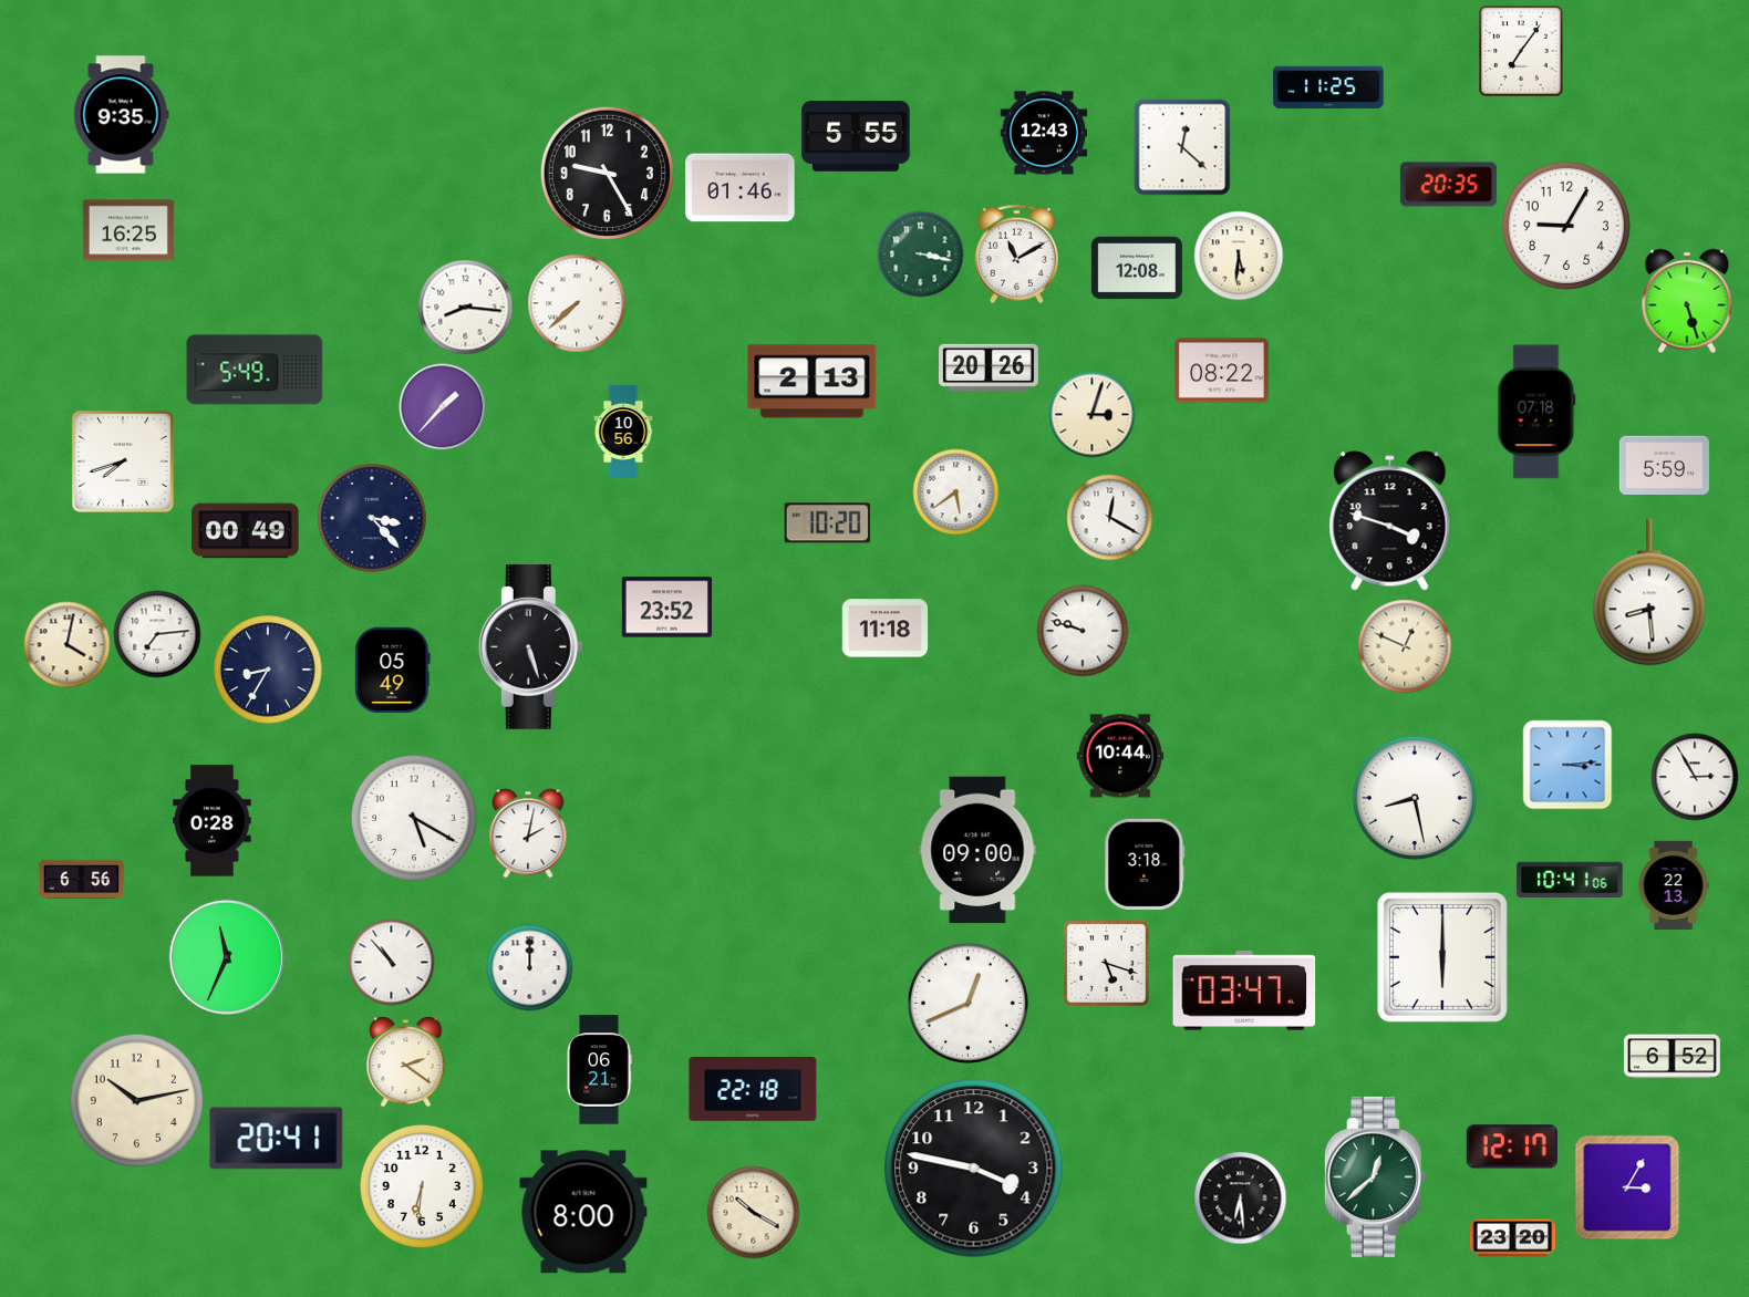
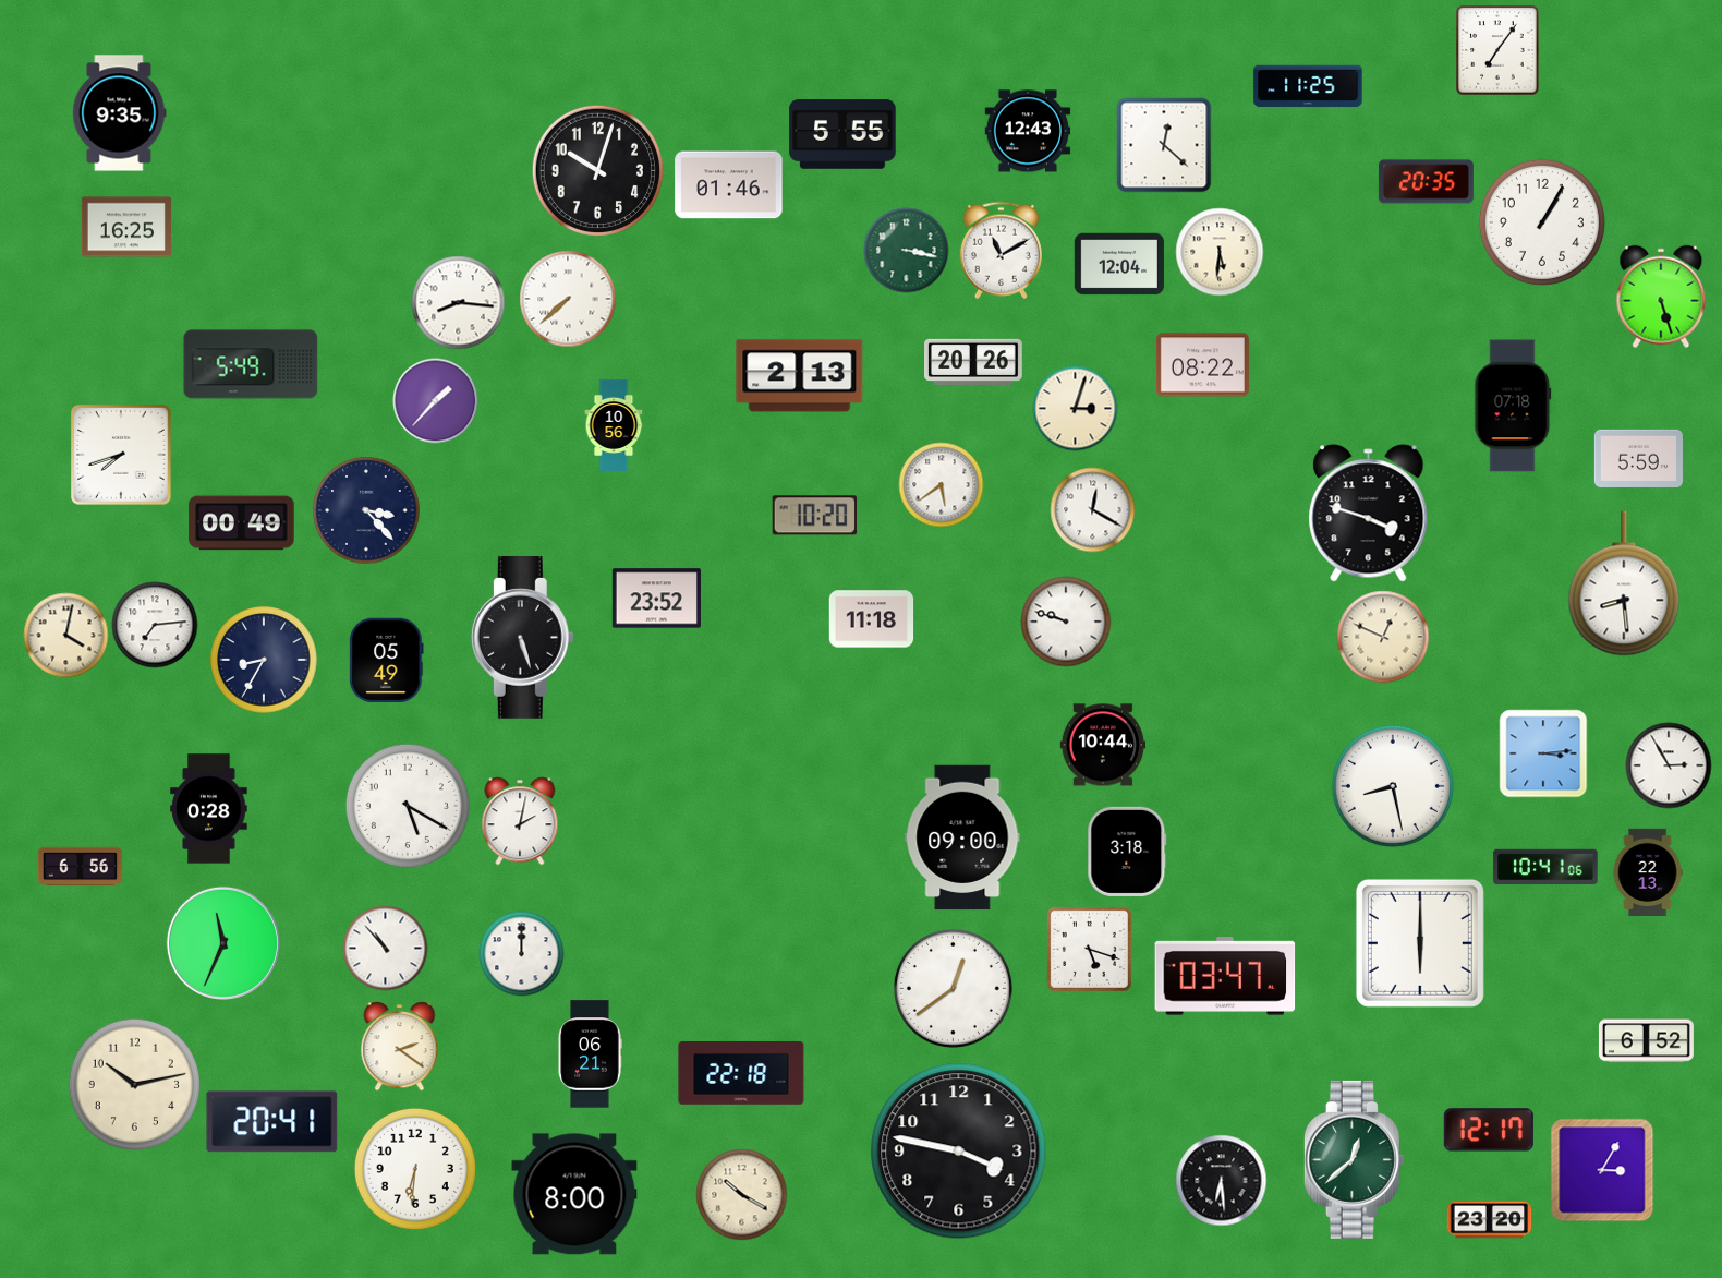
clock at (607, 173): 9:25 -> 10:03
clock at (1566, 226): 9:05 -> 1:05
clock at (1137, 268): 12:08 -> 12:04
clock at (967, 1003): 12:41 -> 12:39
